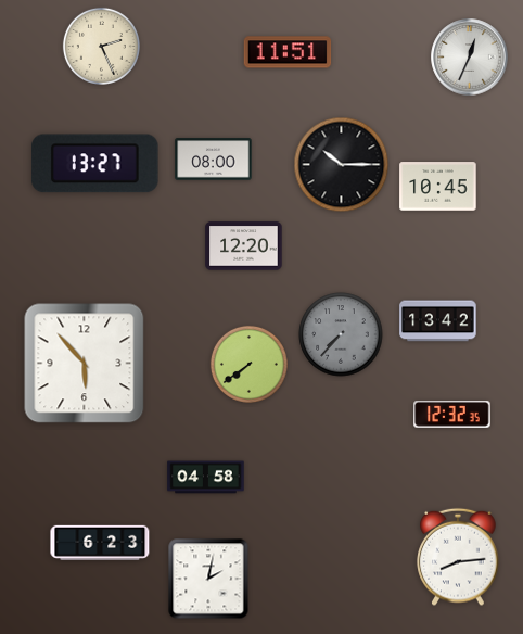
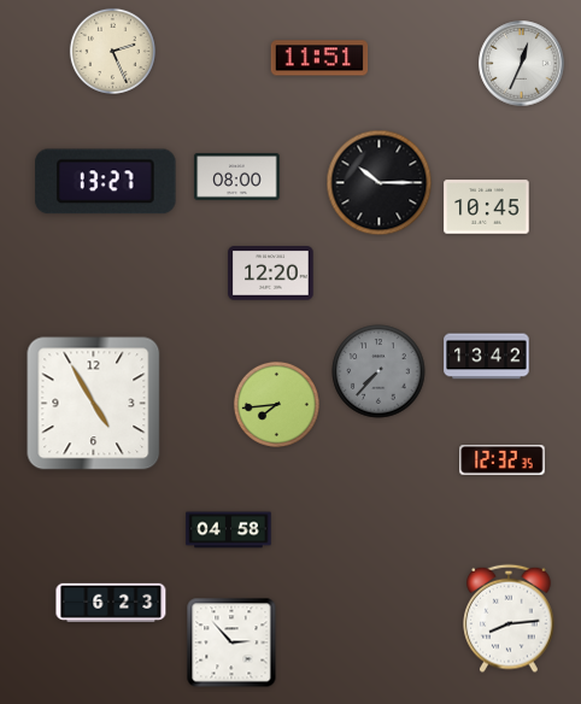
clock at (85, 364): 5:53 -> 4:55
clock at (248, 364): 7:39 -> 7:44
clock at (208, 579): 2:02 -> 2:53
